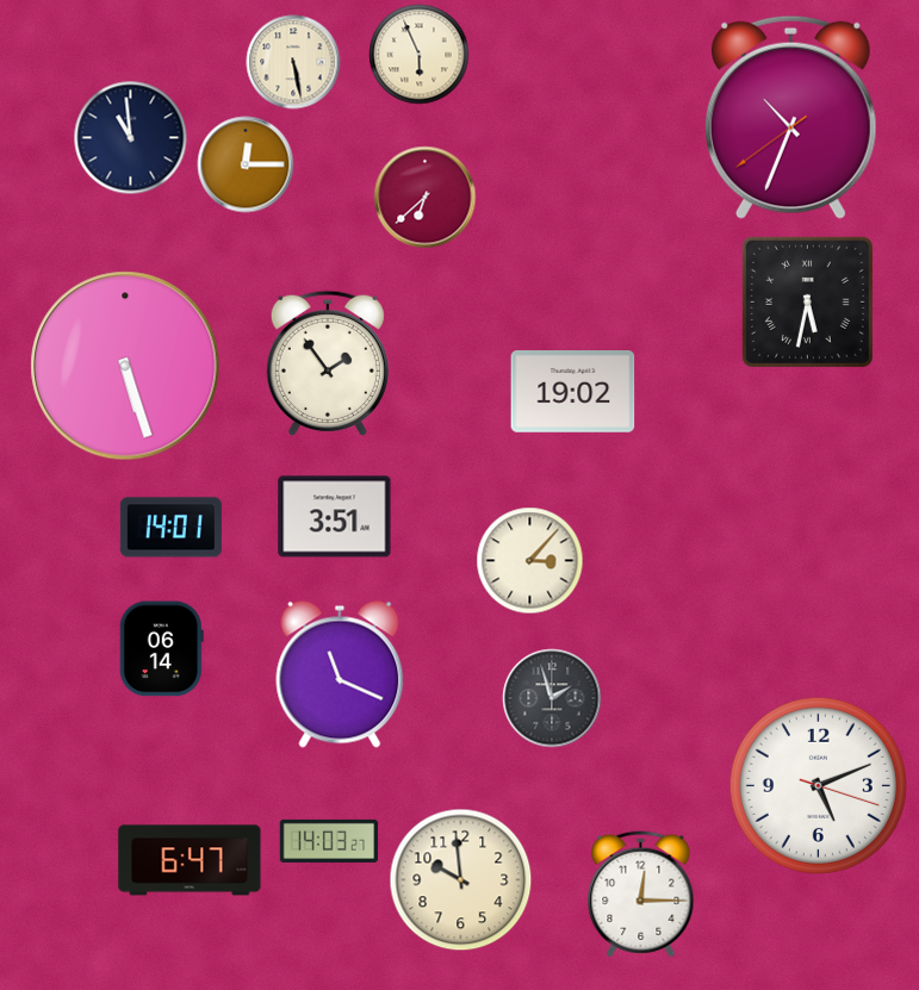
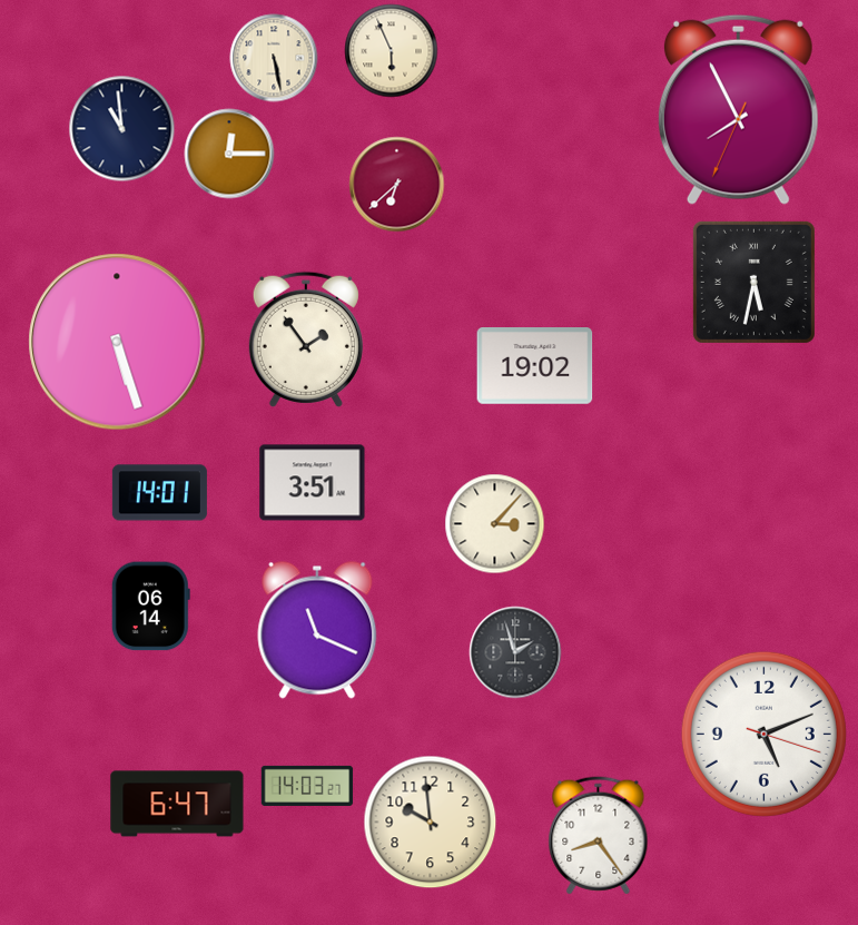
clock at (790, 117): 10:33 -> 7:55
clock at (641, 895): 12:15 -> 8:24
